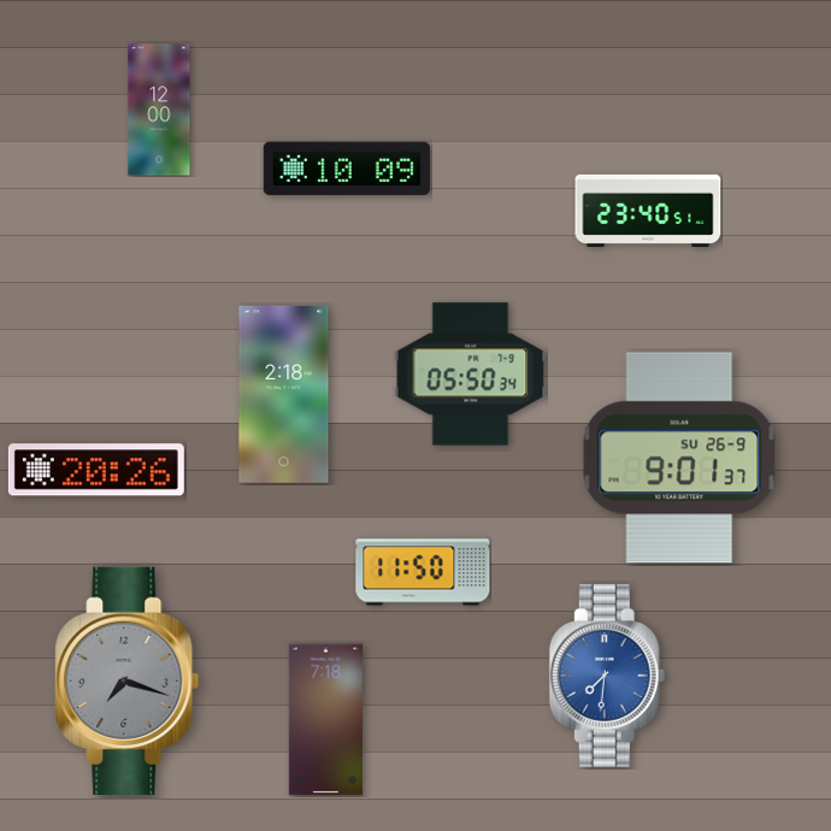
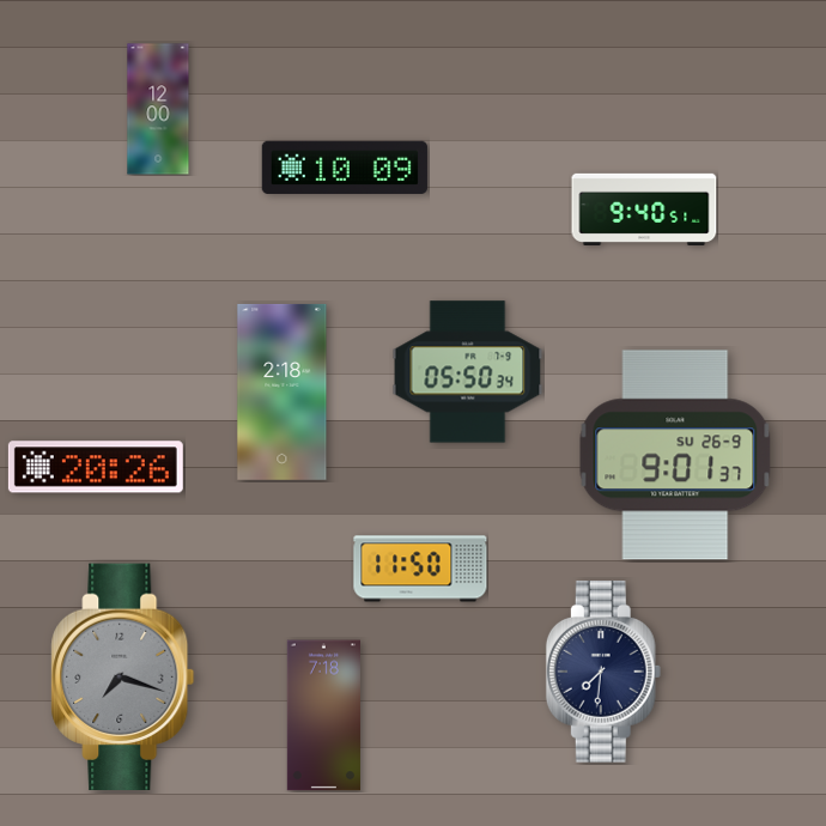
clock at (648, 211): 23:40 -> 9:40
clock at (607, 677) dial: blue -> navy
clock at (128, 680) position: (128, 680) -> (123, 676)
